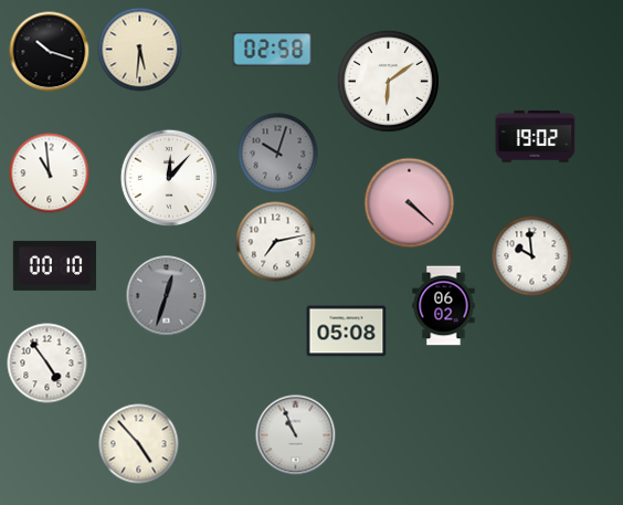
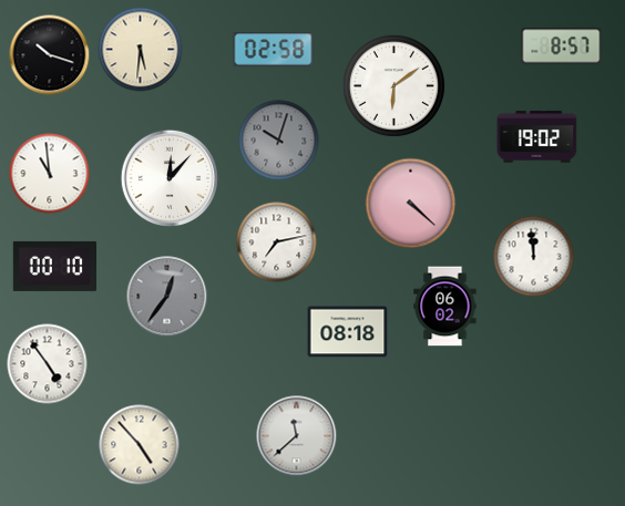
clock at (562, 47): none -> 8:57
clock at (50, 52) position: (50, 52) -> (50, 55)
clock at (388, 81) position: (388, 81) -> (393, 85)
clock at (278, 154) position: (278, 154) -> (279, 141)
clock at (532, 256): 9:59 -> 11:59
clock at (167, 296): 12:33 -> 12:36
clock at (347, 332): 05:08 -> 08:18
clock at (296, 435): 10:56 -> 11:38
